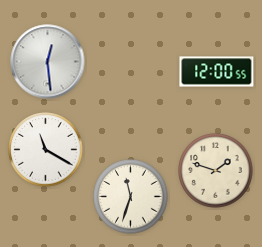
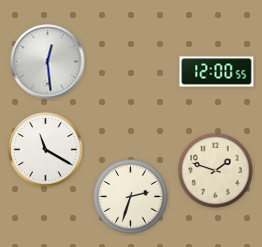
clock at (131, 197): 11:33 -> 2:33
